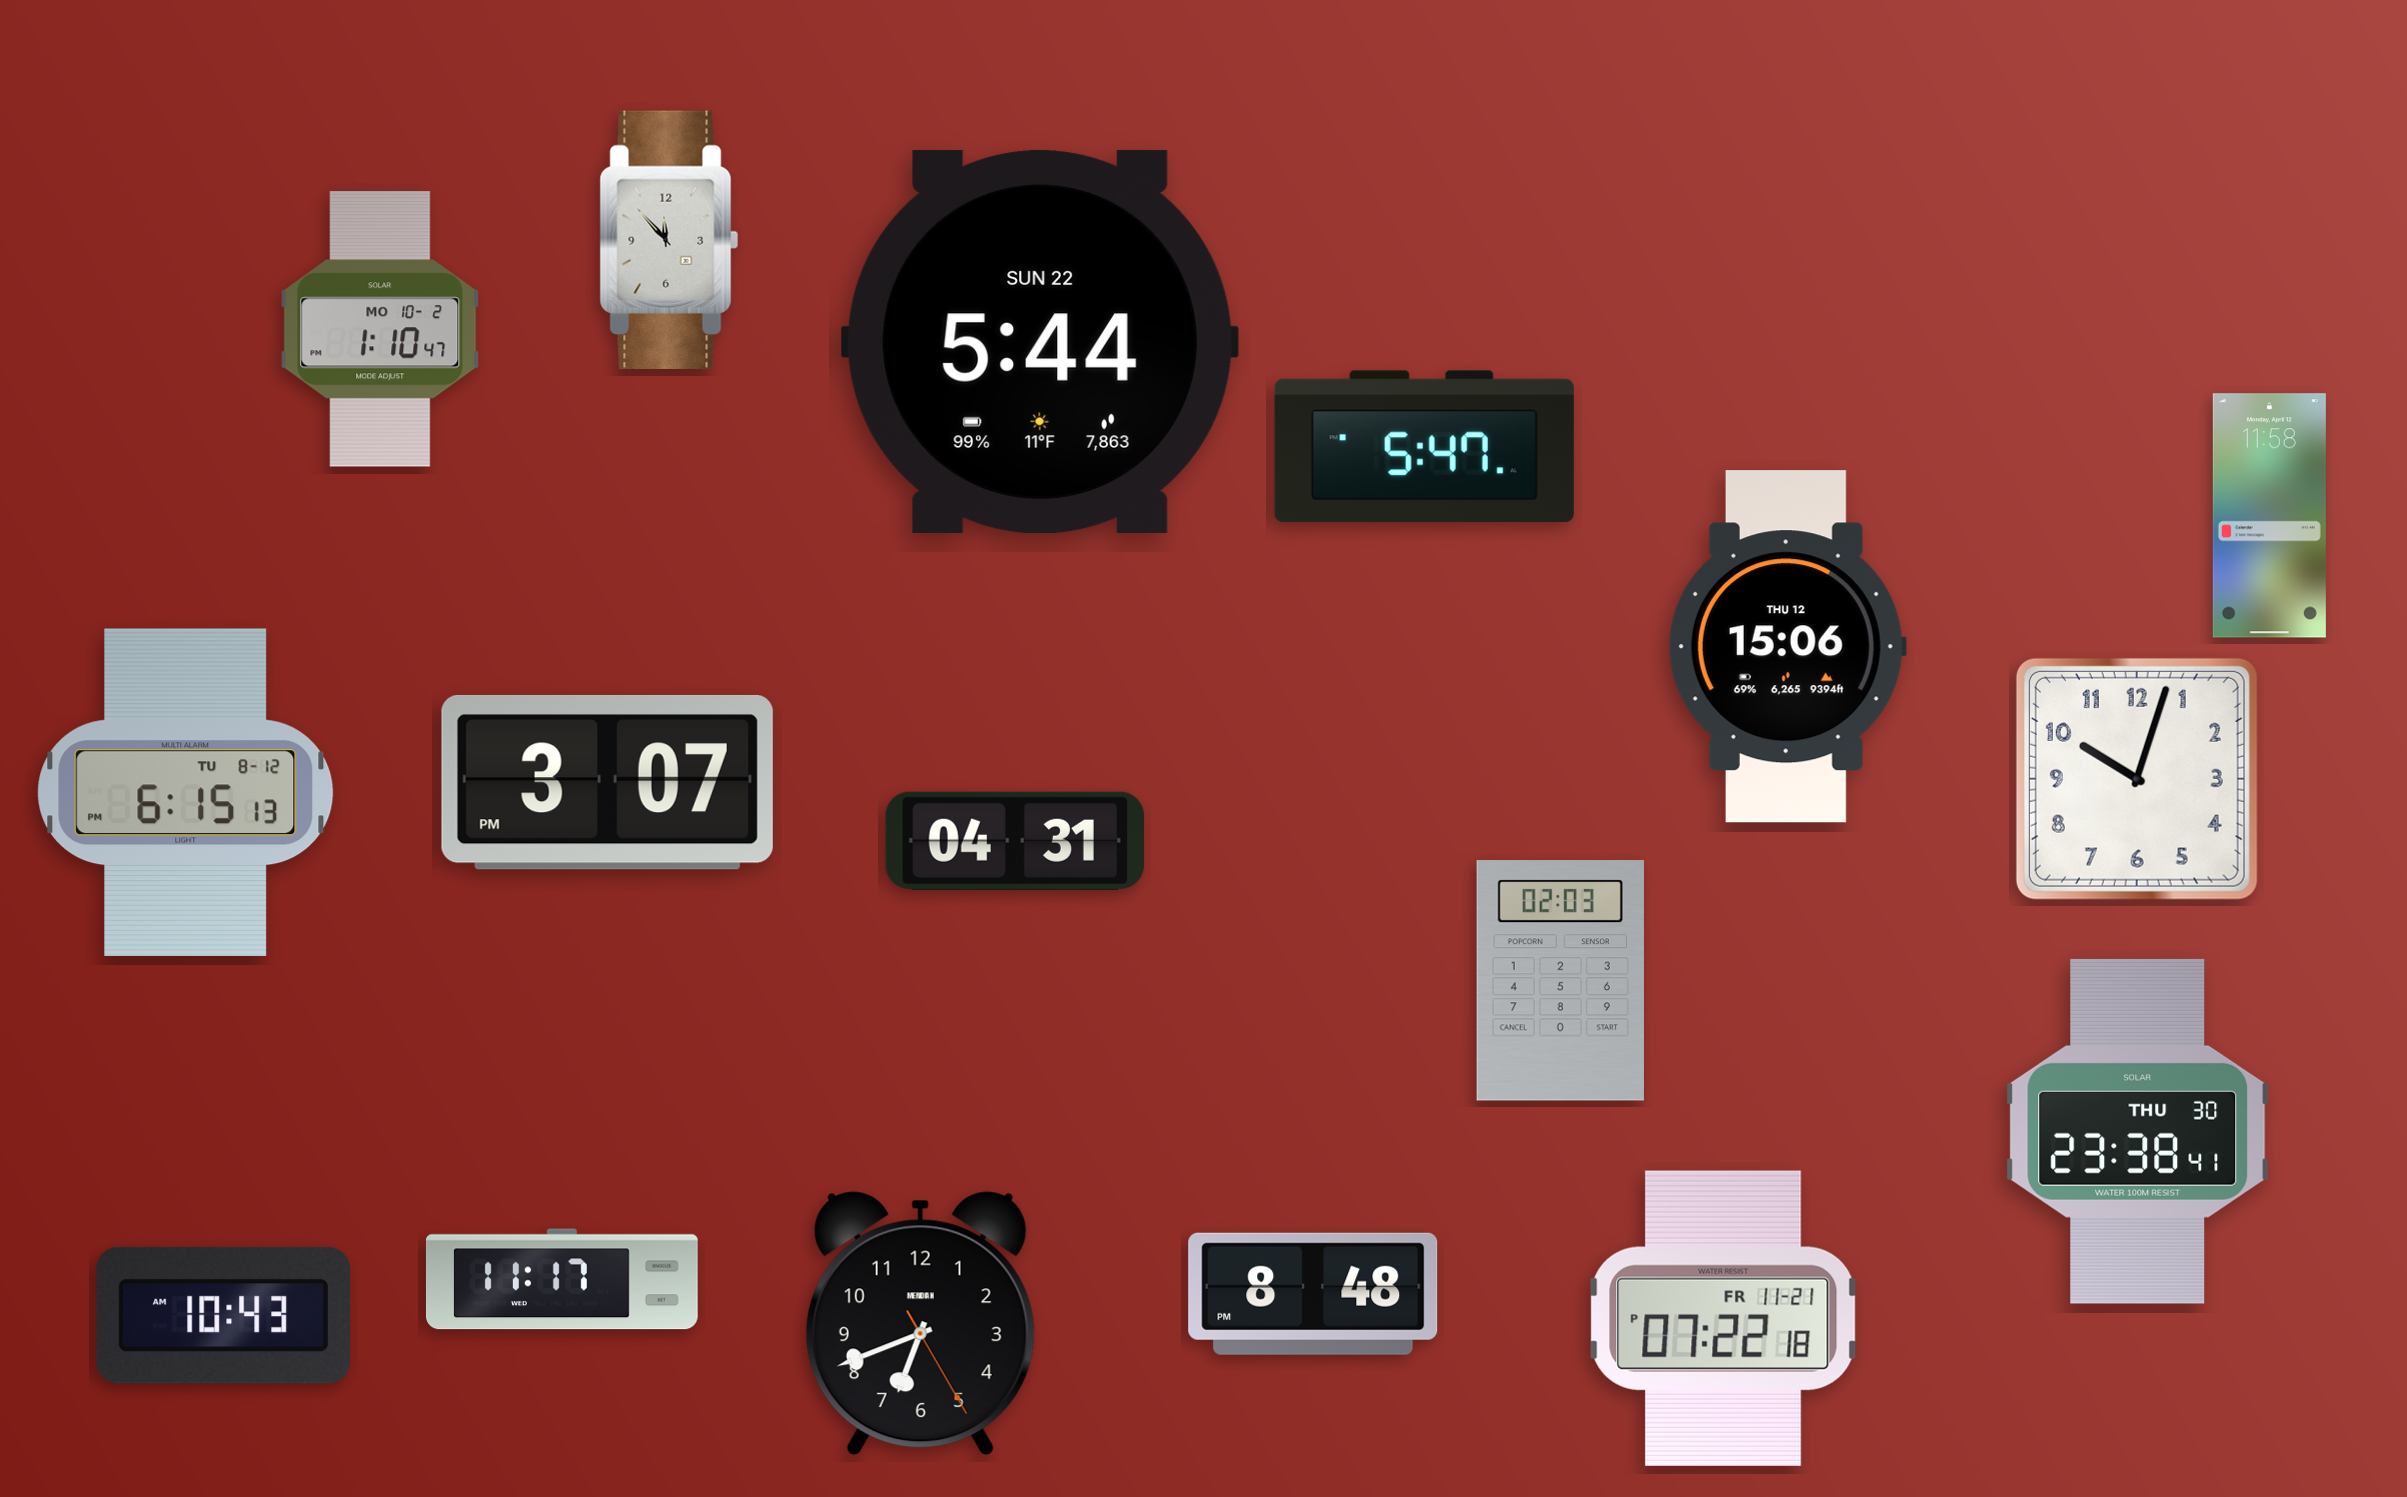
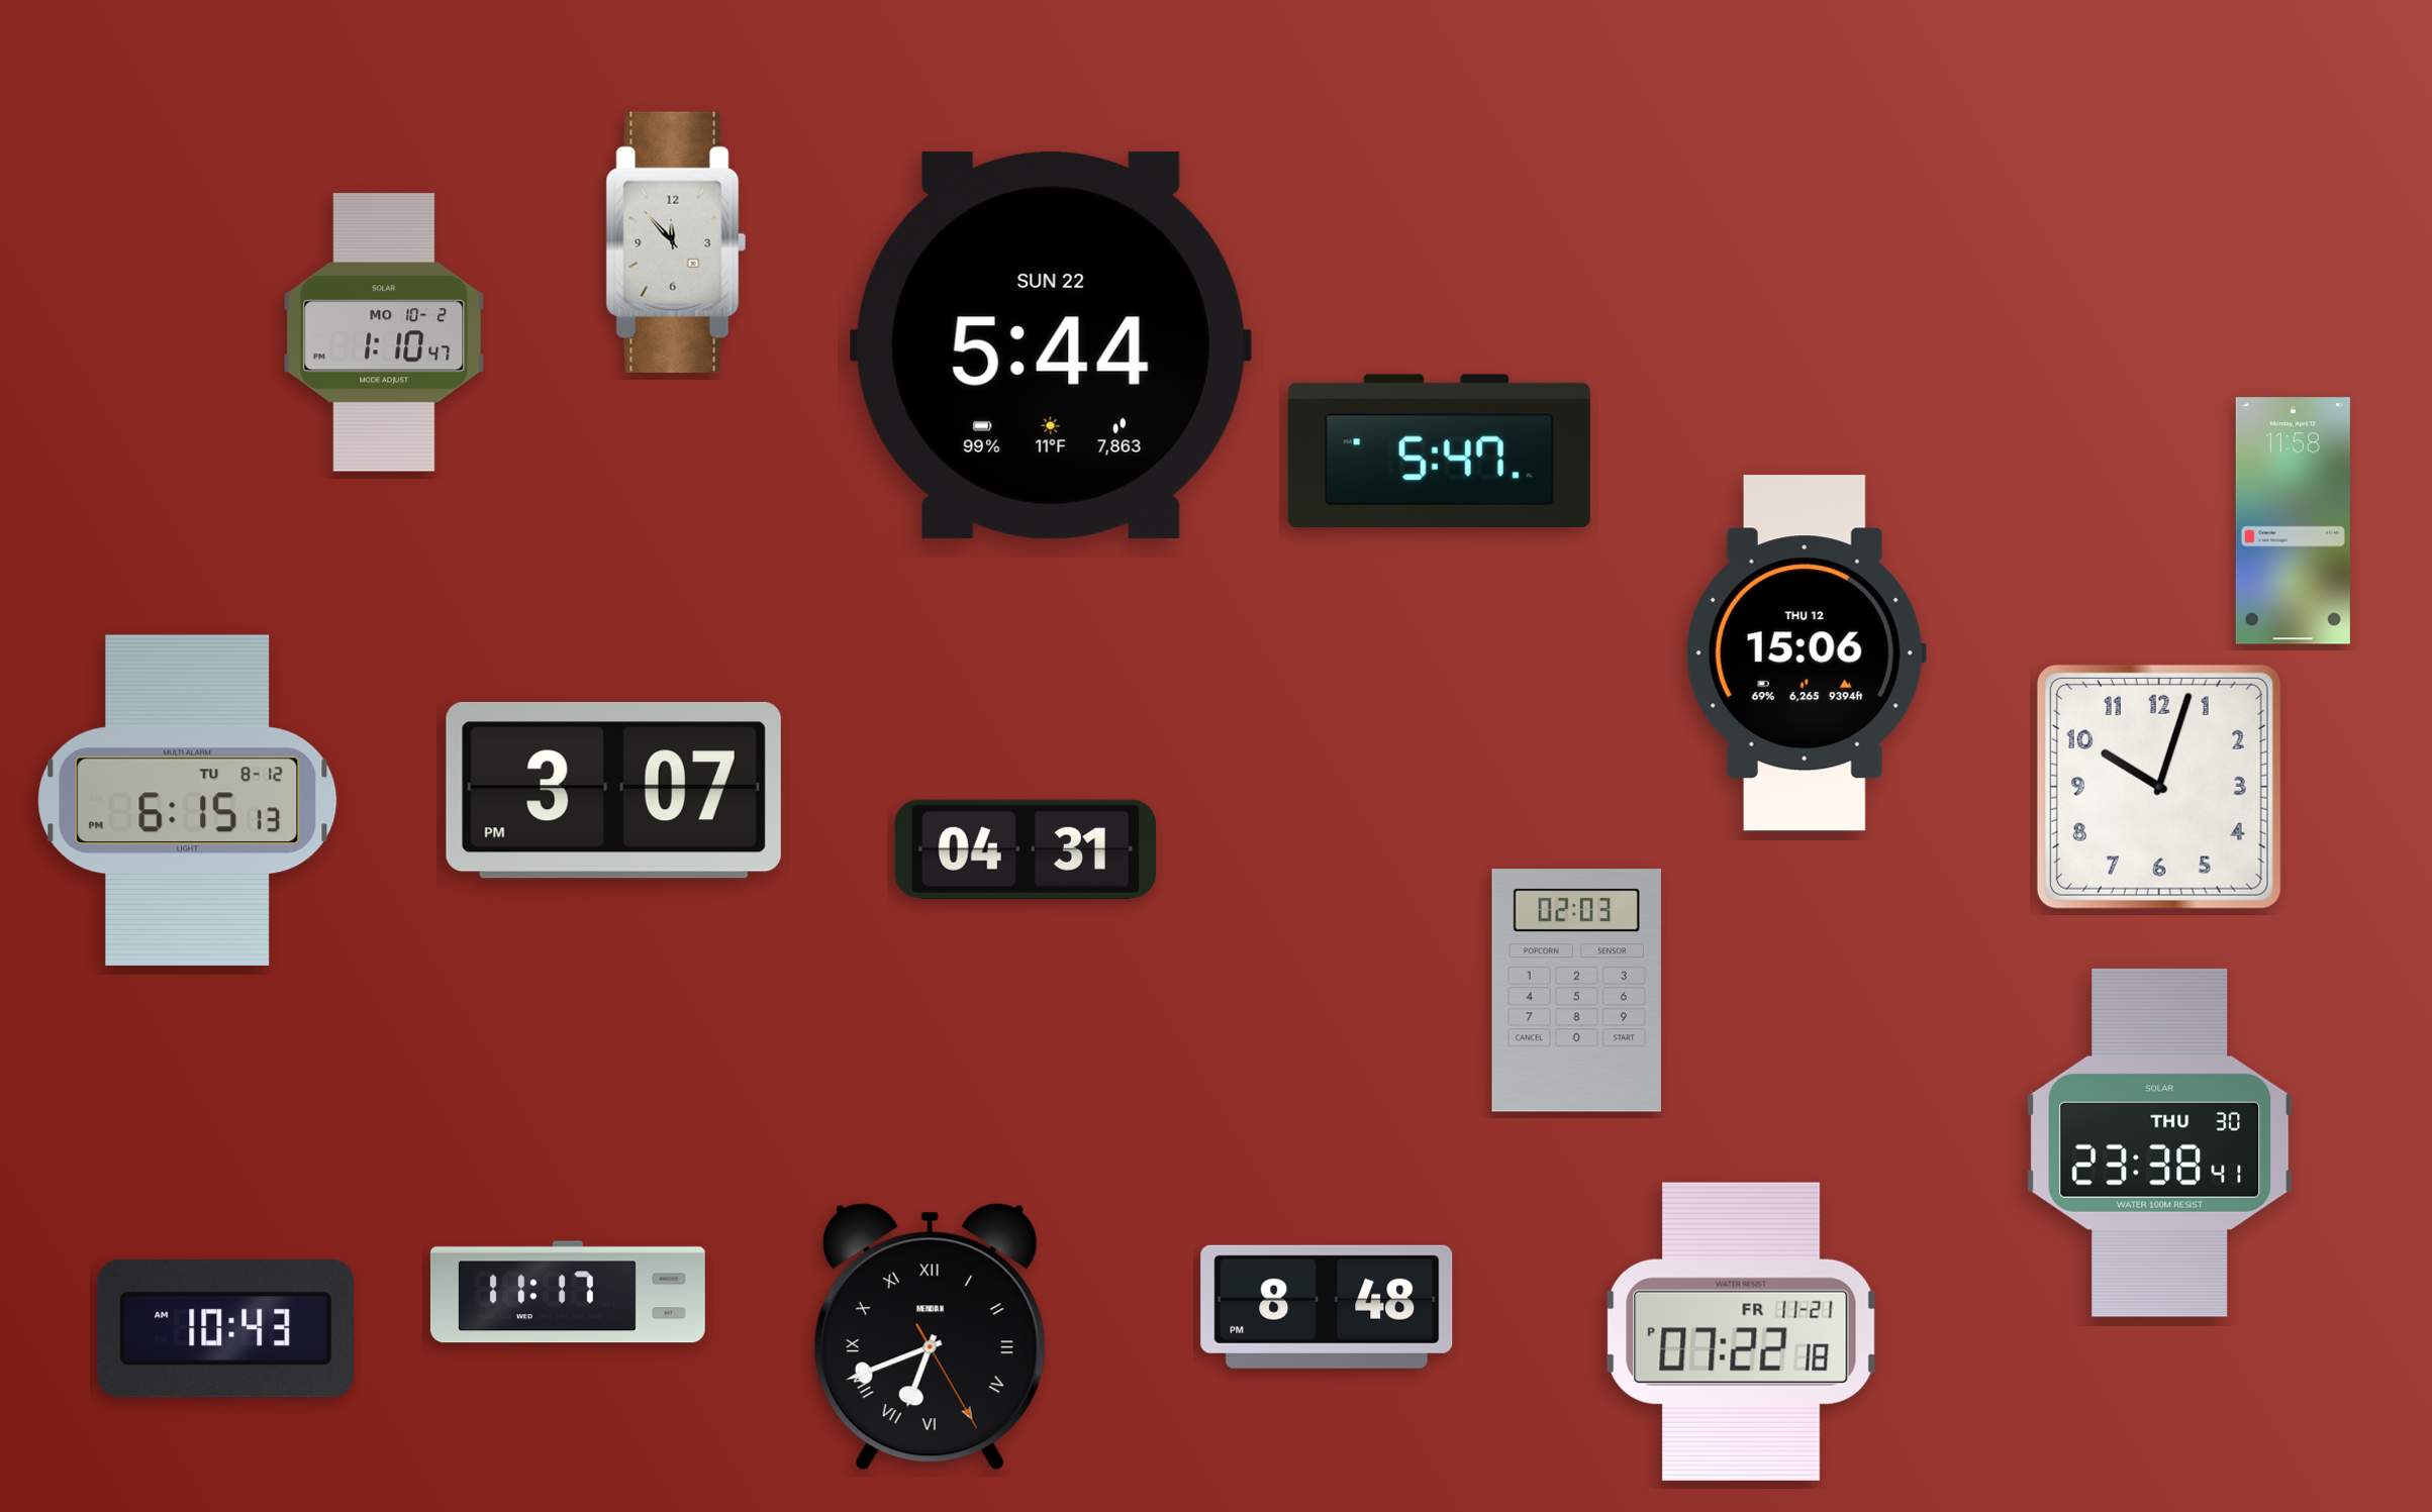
clock at (920, 1324) numerals: Arabic -> Roman
